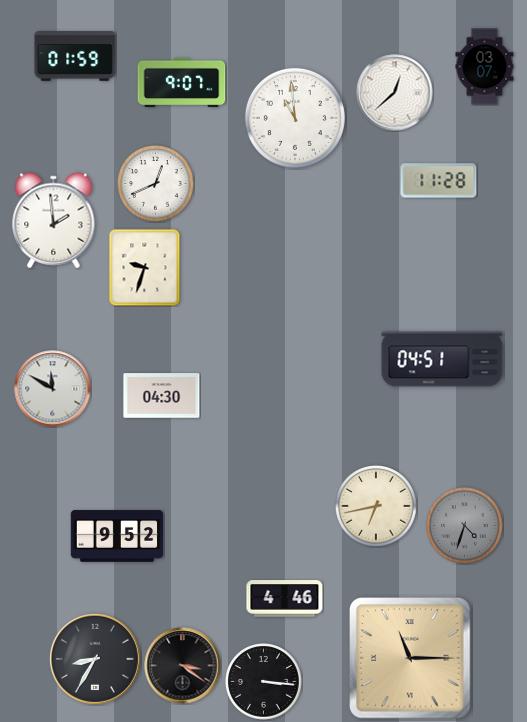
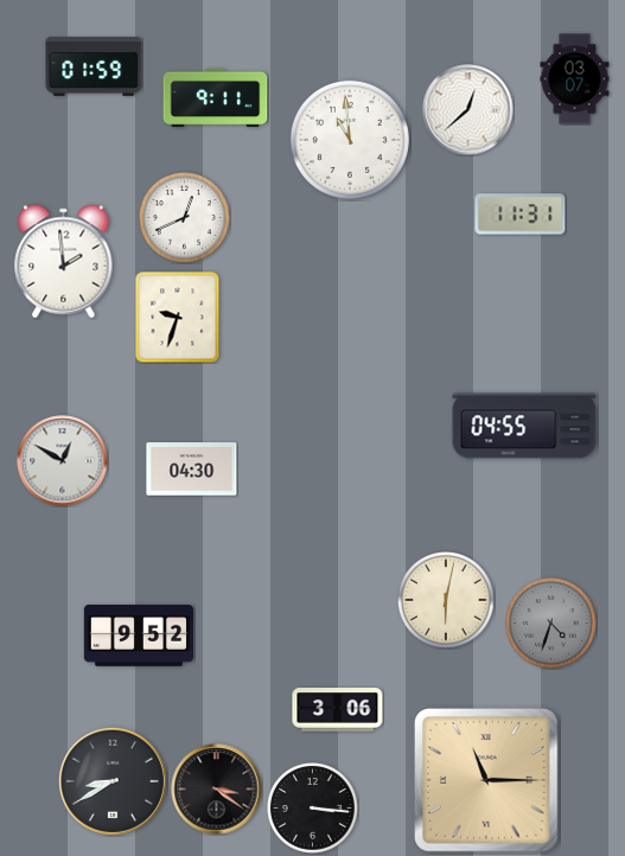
clock at (75, 57) position: (75, 57) -> (94, 68)
clock at (182, 83): 9:07 -> 9:11
clock at (439, 181): 11:28 -> 11:31
clock at (145, 267) position: (145, 267) -> (178, 317)
clock at (442, 359): 04:51 -> 04:55
clock at (53, 389): 11:50 -> 12:50
clock at (377, 507): 6:43 -> 6:02
clock at (285, 599): 4:46 -> 3:06
clock at (95, 659): 8:35 -> 8:40
